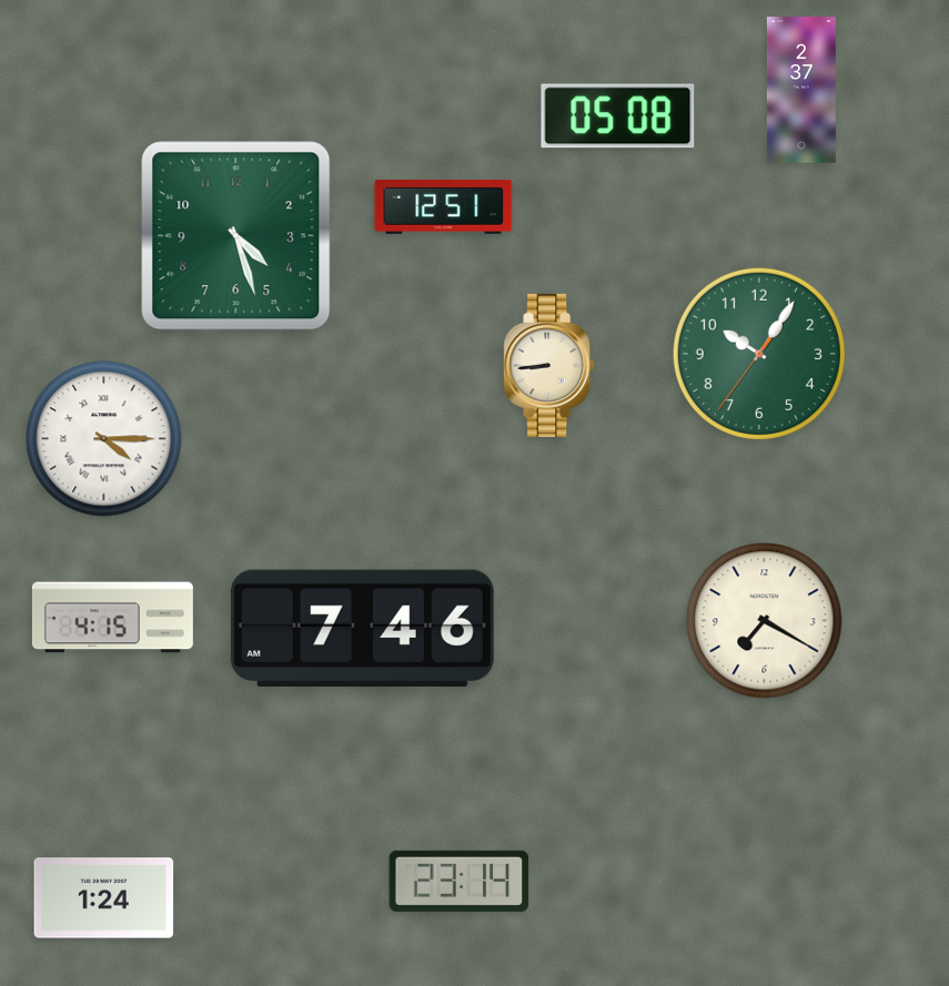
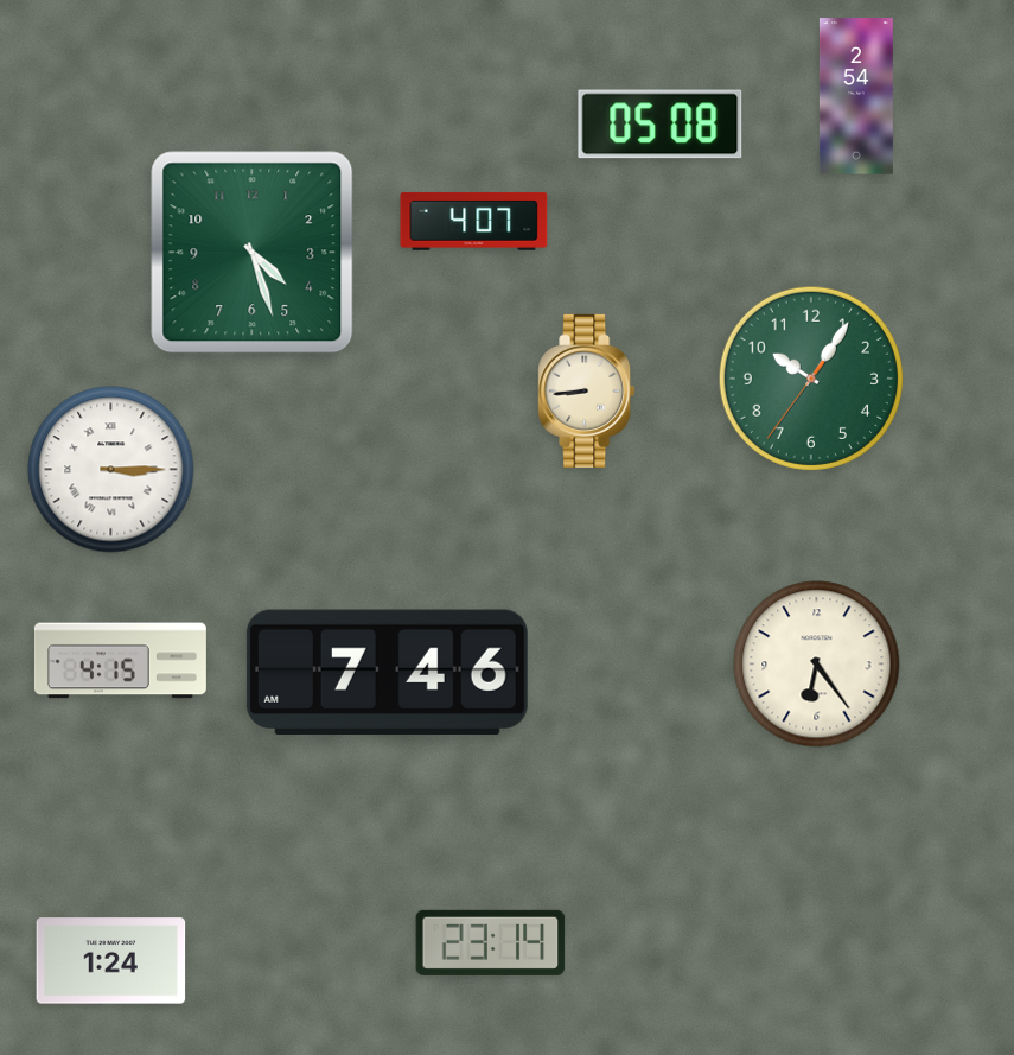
clock at (801, 90): 2:37 -> 2:54
clock at (444, 206): 12:51 -> 4:07
clock at (104, 439): 4:15 -> 3:15
clock at (765, 621): 7:20 -> 6:24
